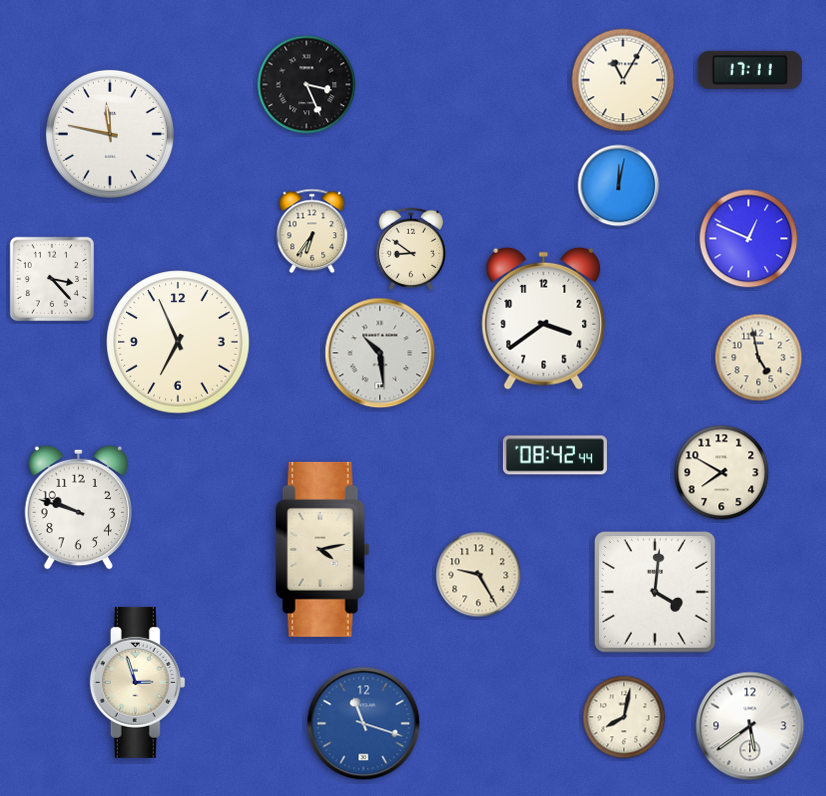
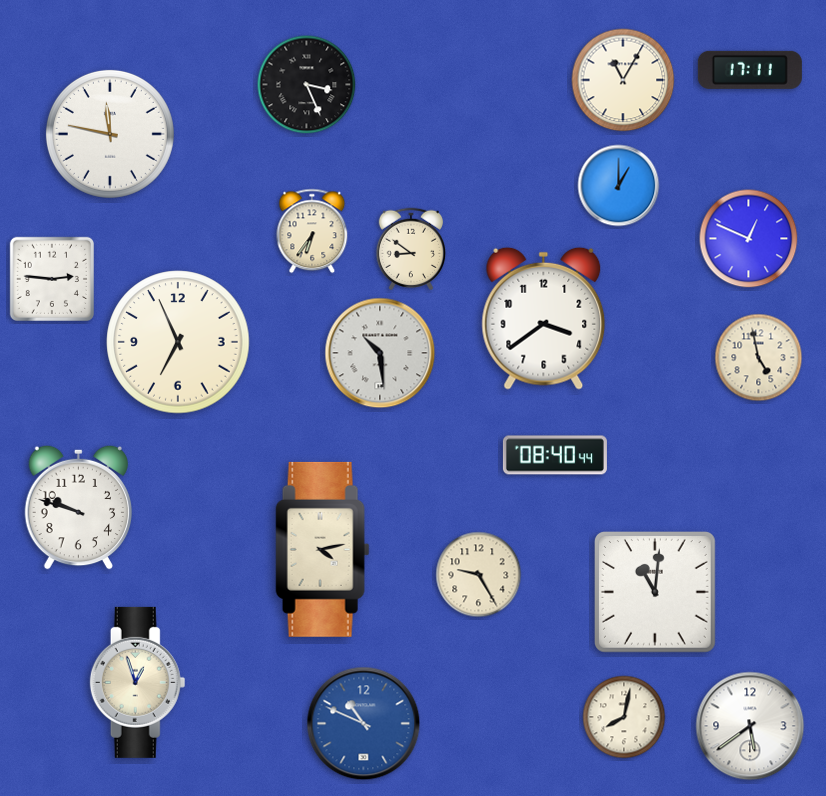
clock at (619, 186): 12:02 -> 1:00
clock at (51, 278): 3:23 -> 2:46
clock at (555, 455): 08:42 -> 08:40
clock at (722, 473): 7:50 -> none
clock at (656, 593): 4:01 -> 11:01
clock at (138, 682): 2:57 -> 12:57
clock at (364, 724): 11:18 -> 10:49
